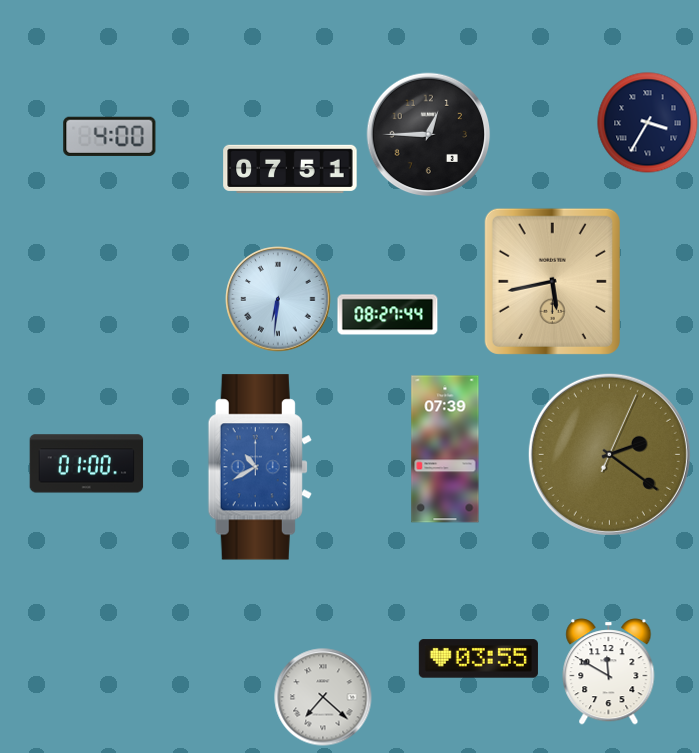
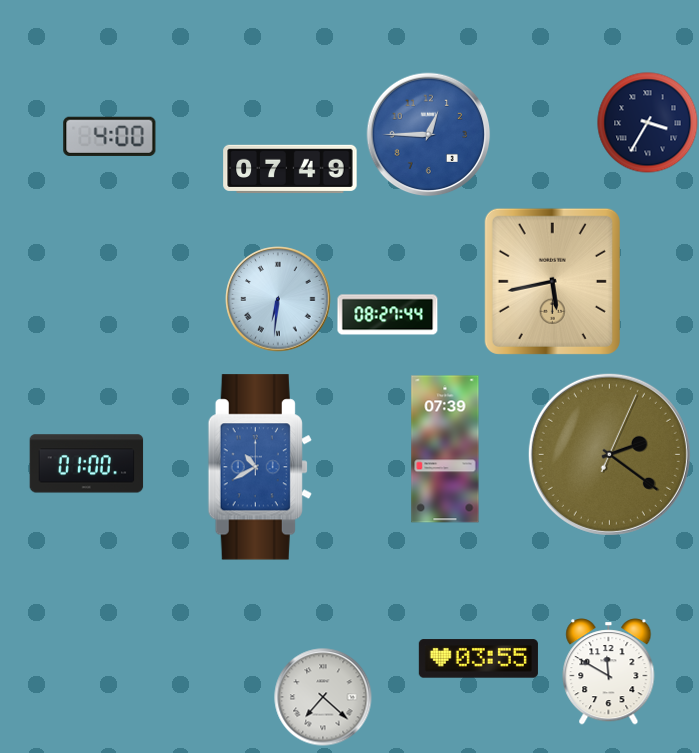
clock at (429, 135) dial: black -> blue
clock at (290, 169): 07:51 -> 07:49
